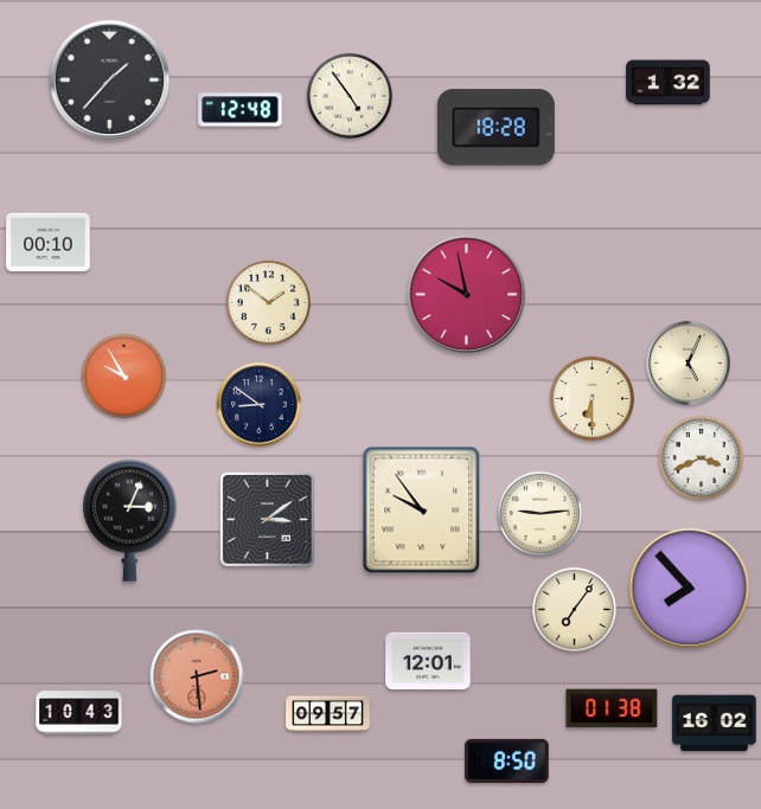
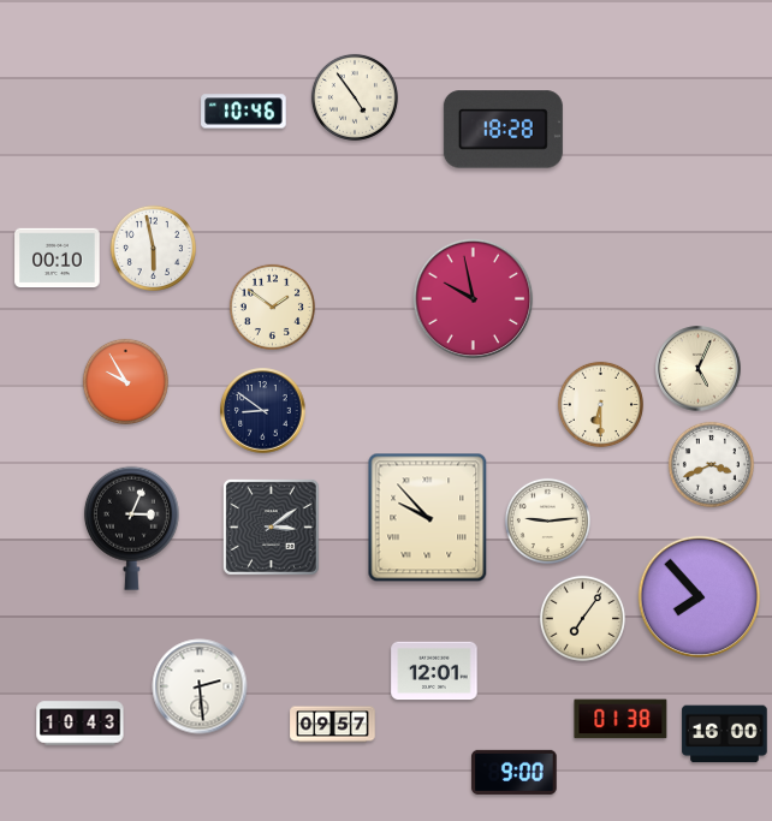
clock at (110, 81): 1:37 -> none
clock at (669, 83): 1:32 -> none
clock at (241, 110): 12:48 -> 10:46
clock at (49, 243) position: (49, 243) -> (58, 258)
clock at (153, 248): none -> 5:58
clock at (422, 511): 9:54 -> 9:53
clock at (197, 676) dial: salmon -> white
clock at (715, 724): 16:02 -> 16:00
clock at (507, 760): 8:50 -> 9:00
